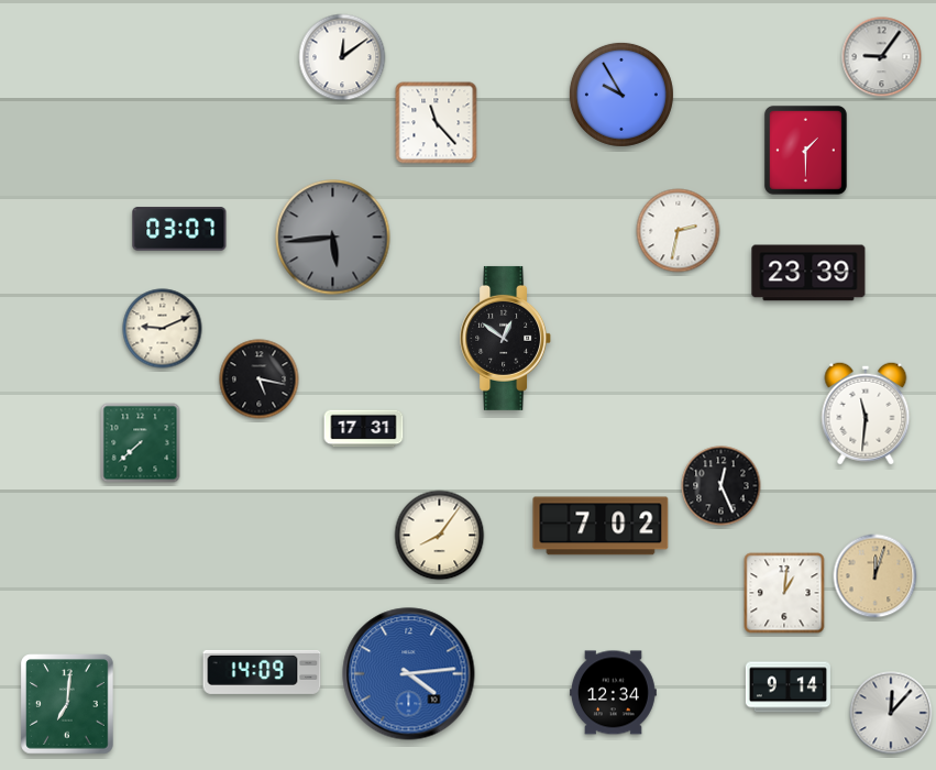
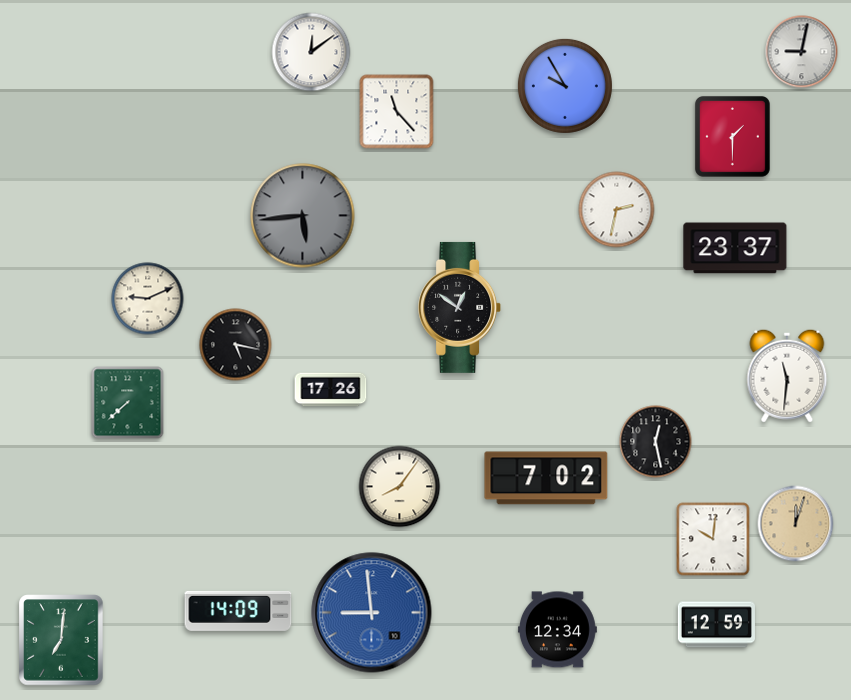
clock at (882, 57): 9:06 -> 9:02
clock at (179, 229): 03:07 -> none
clock at (808, 273): 23:39 -> 23:37
clock at (364, 429): 17:31 -> 17:26
clock at (722, 486): 12:26 -> 12:28
clock at (784, 593): 1:01 -> 10:01
clock at (409, 674): 4:14 -> 8:59
clock at (788, 687): 9:14 -> 12:59
clock at (891, 713): 12:07 -> none
